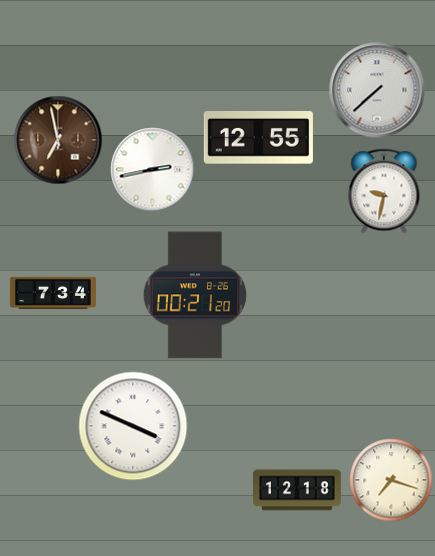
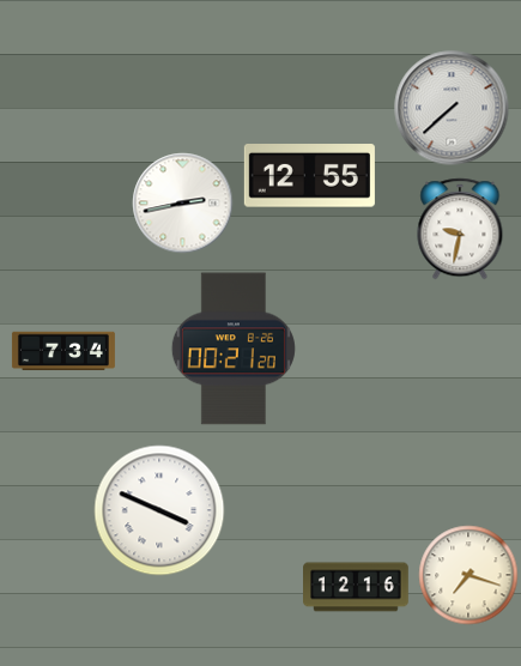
clock at (258, 138) position: (258, 138) -> (309, 176)
clock at (58, 140): 6:58 -> none
clock at (195, 295) position: (195, 295) -> (234, 349)
clock at (298, 490): 12:18 -> 12:16
